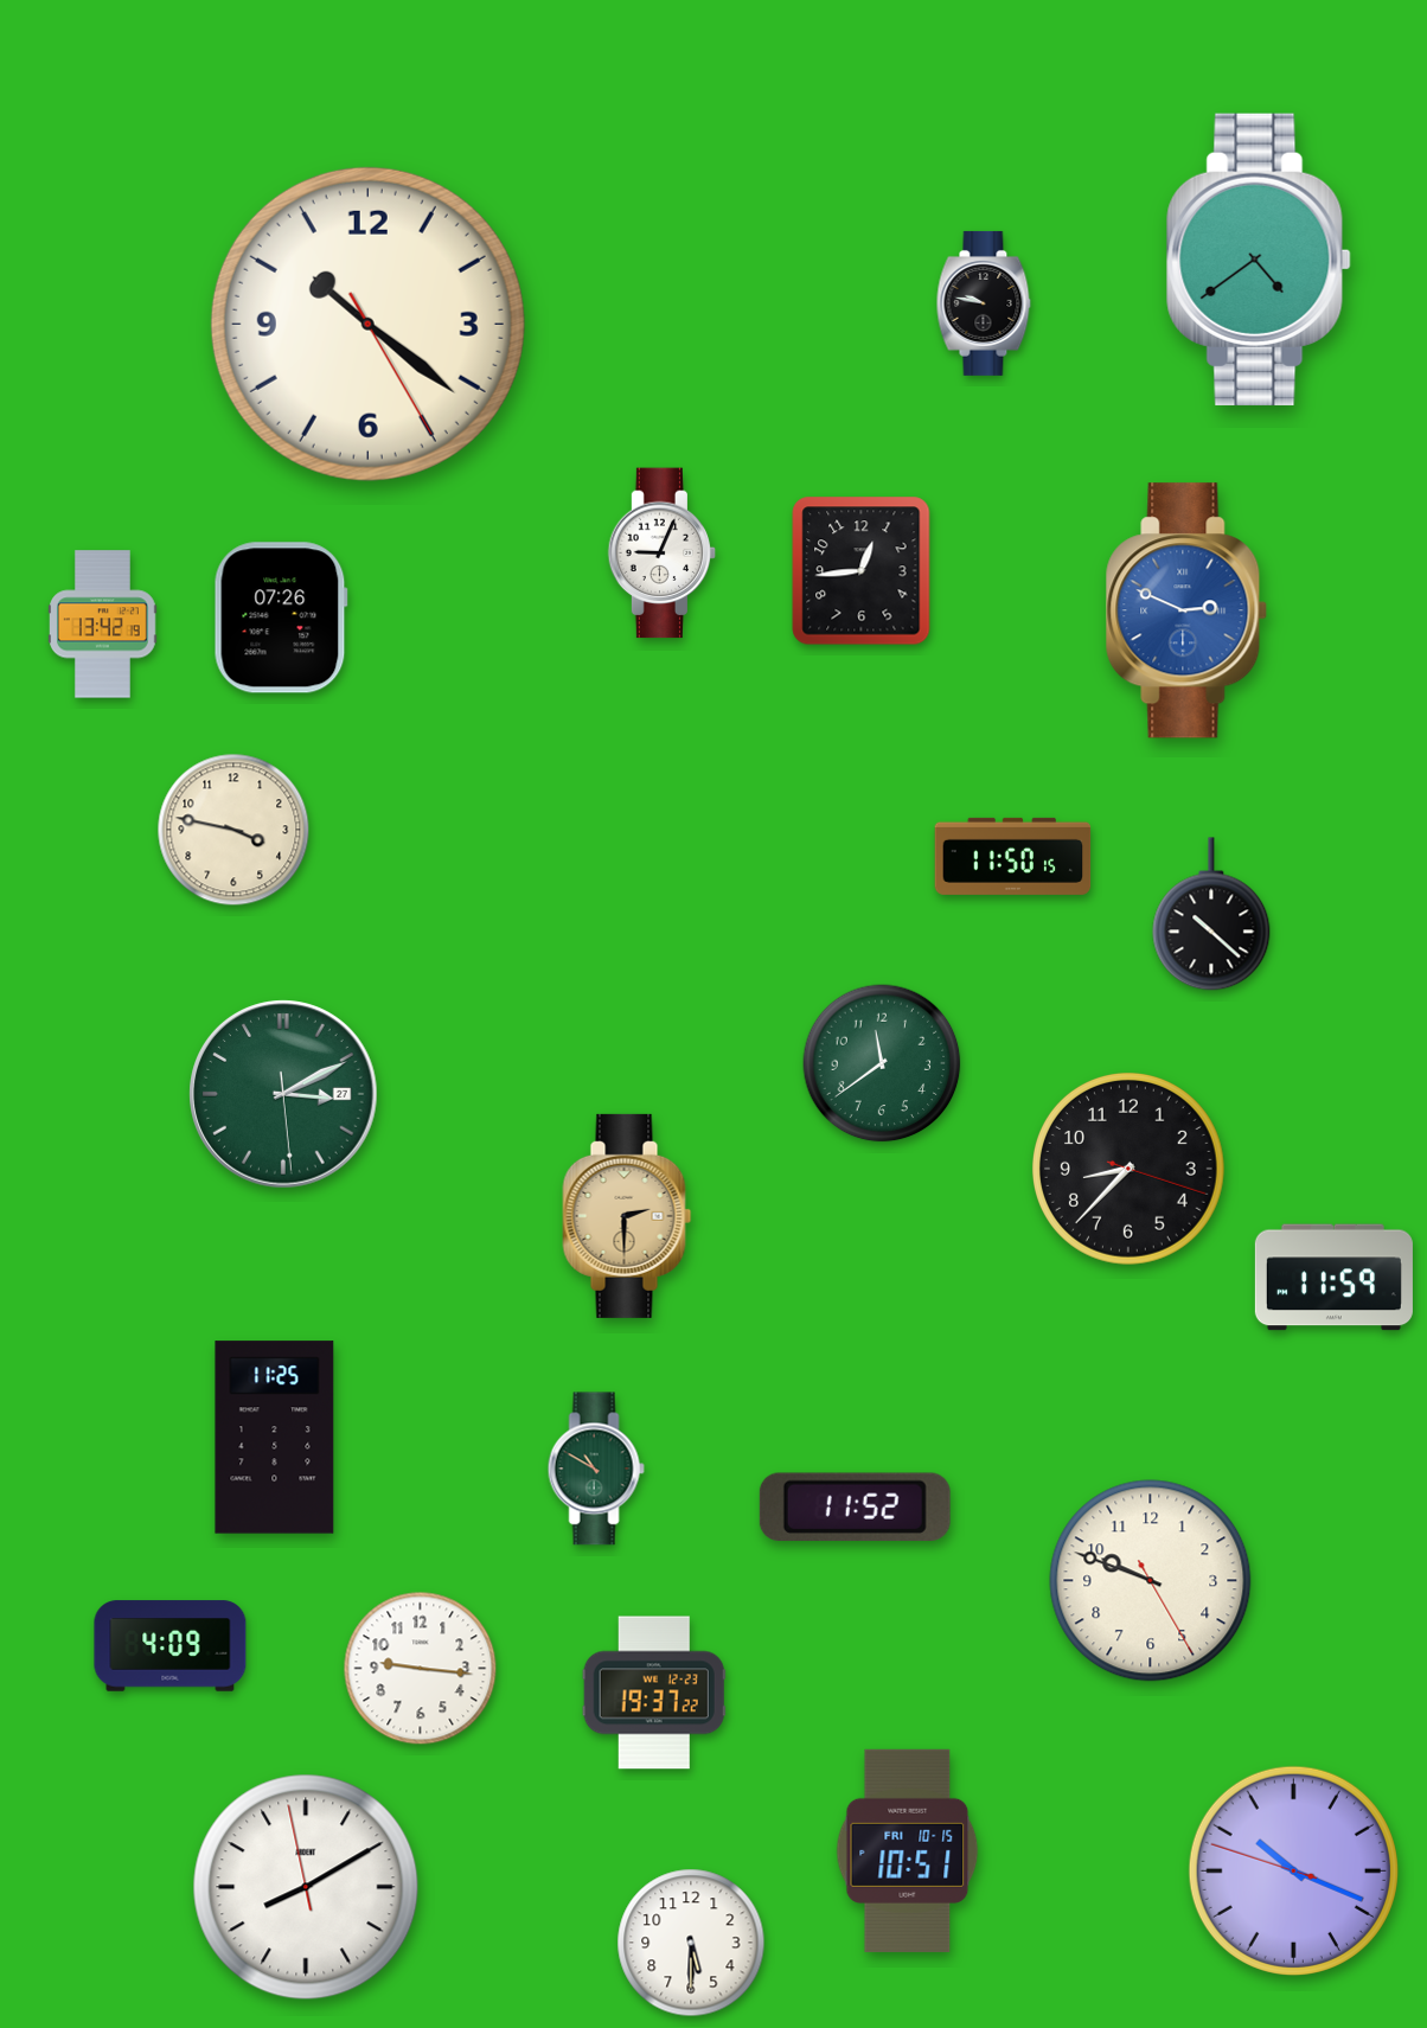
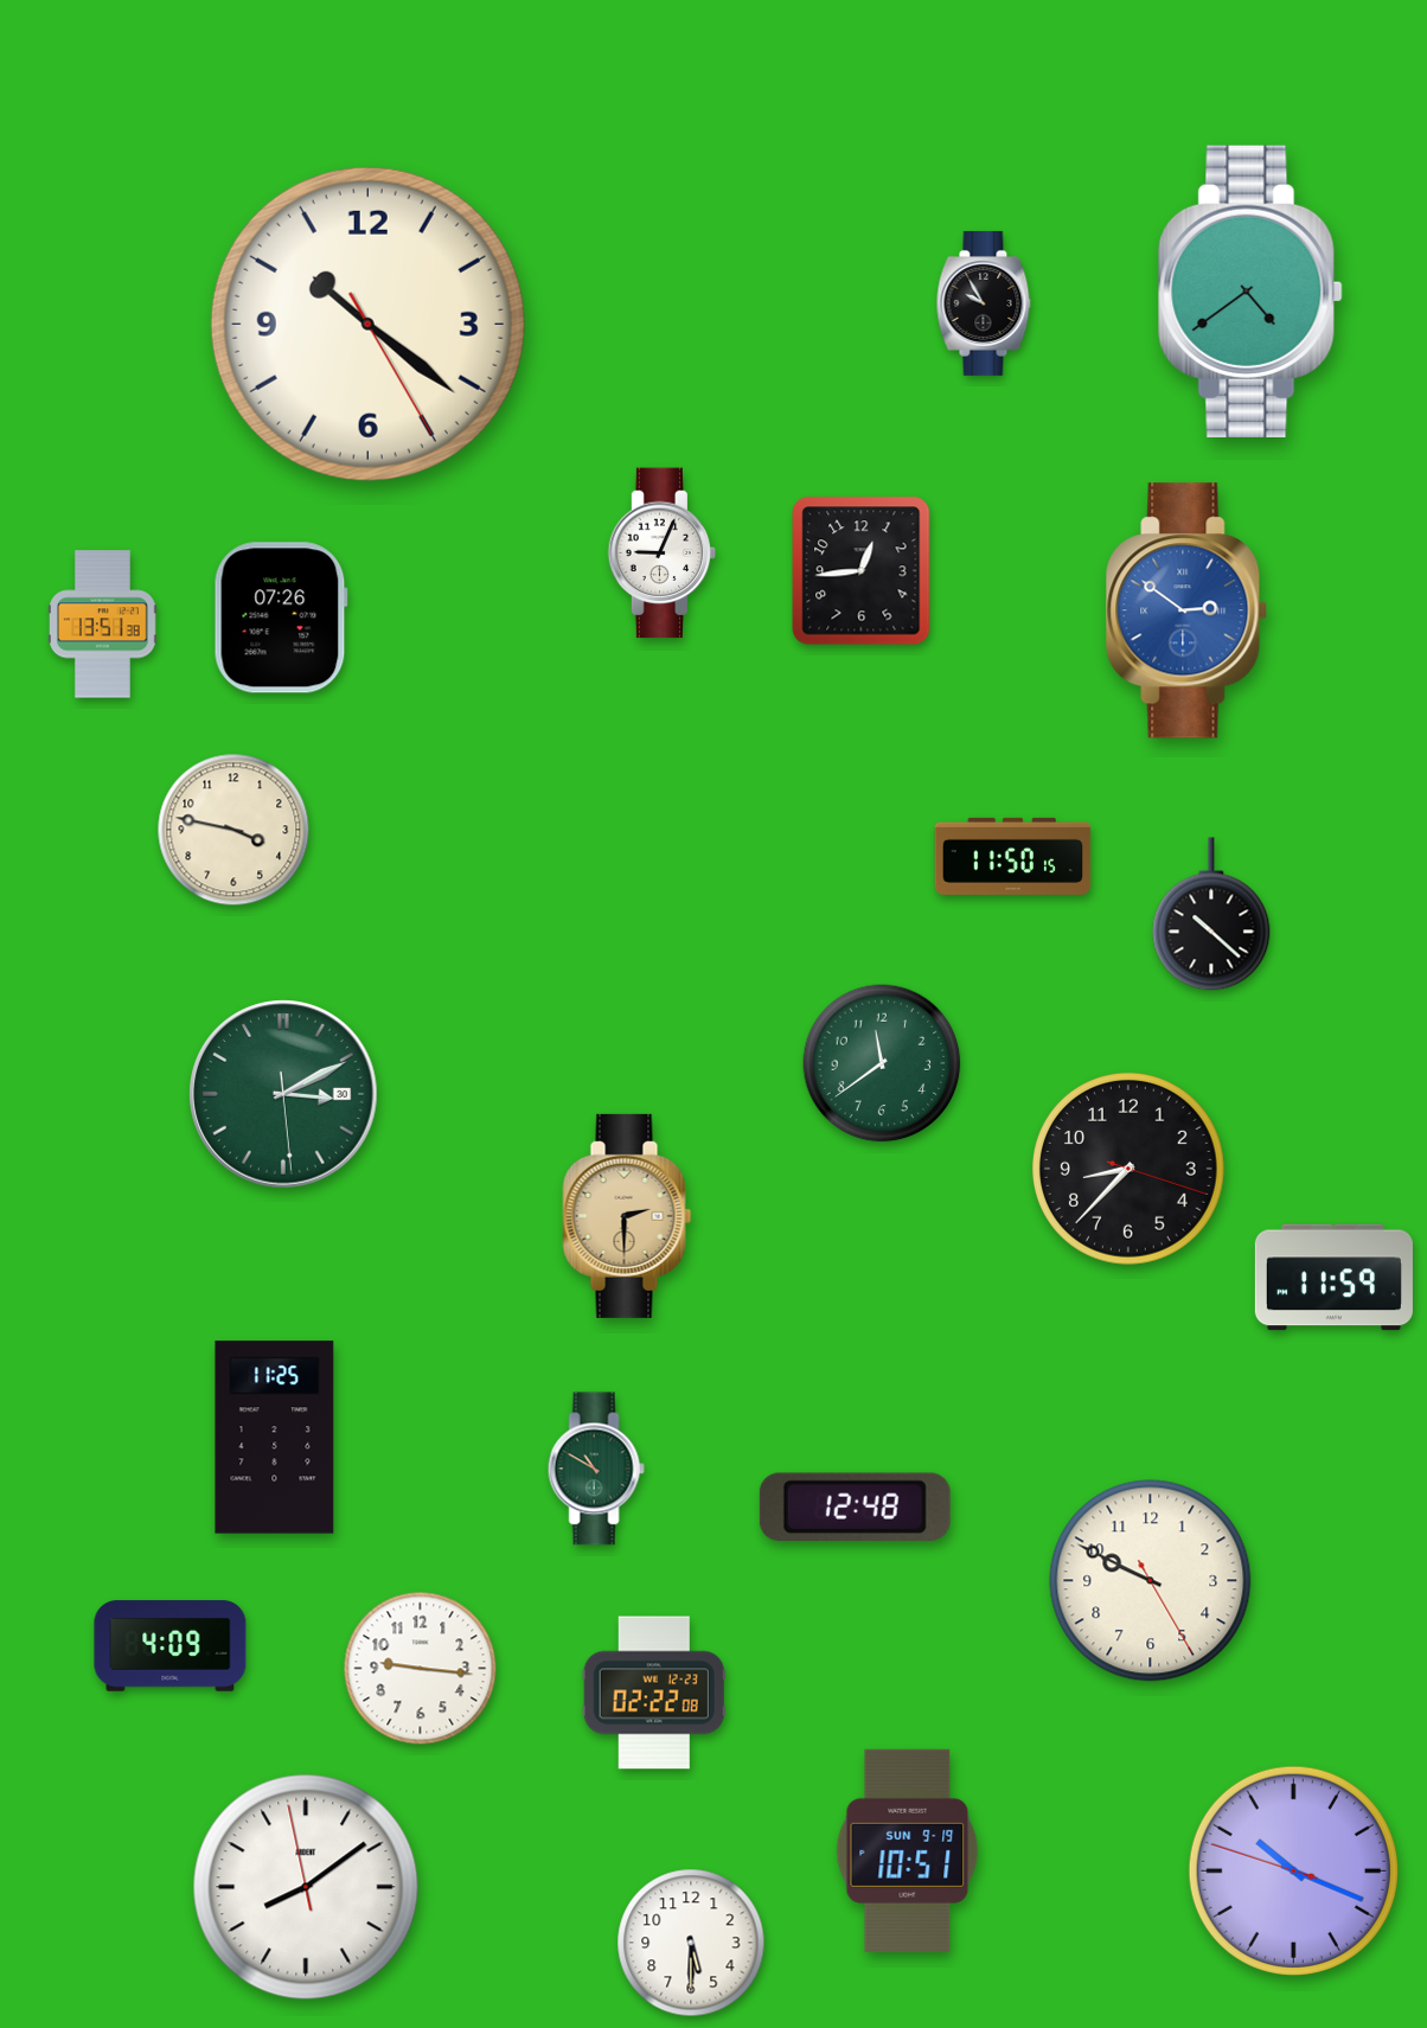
clock at (1259, 260) position: (1259, 260) -> (1250, 292)
clock at (984, 303): 9:47 -> 9:55
clock at (1186, 610): 2:49 -> 2:51
clock at (103, 625): 13:42 -> 13:51
clock at (283, 1094) date: 27 -> 30
clock at (855, 1506): 11:52 -> 12:48
clock at (1151, 1581): 9:48 -> 9:49
clock at (654, 1693): 19:37 -> 02:22
clock at (908, 1850) date: FRI 10-15 -> SUN 9-19
clock at (306, 1887): 8:09 -> 8:08
